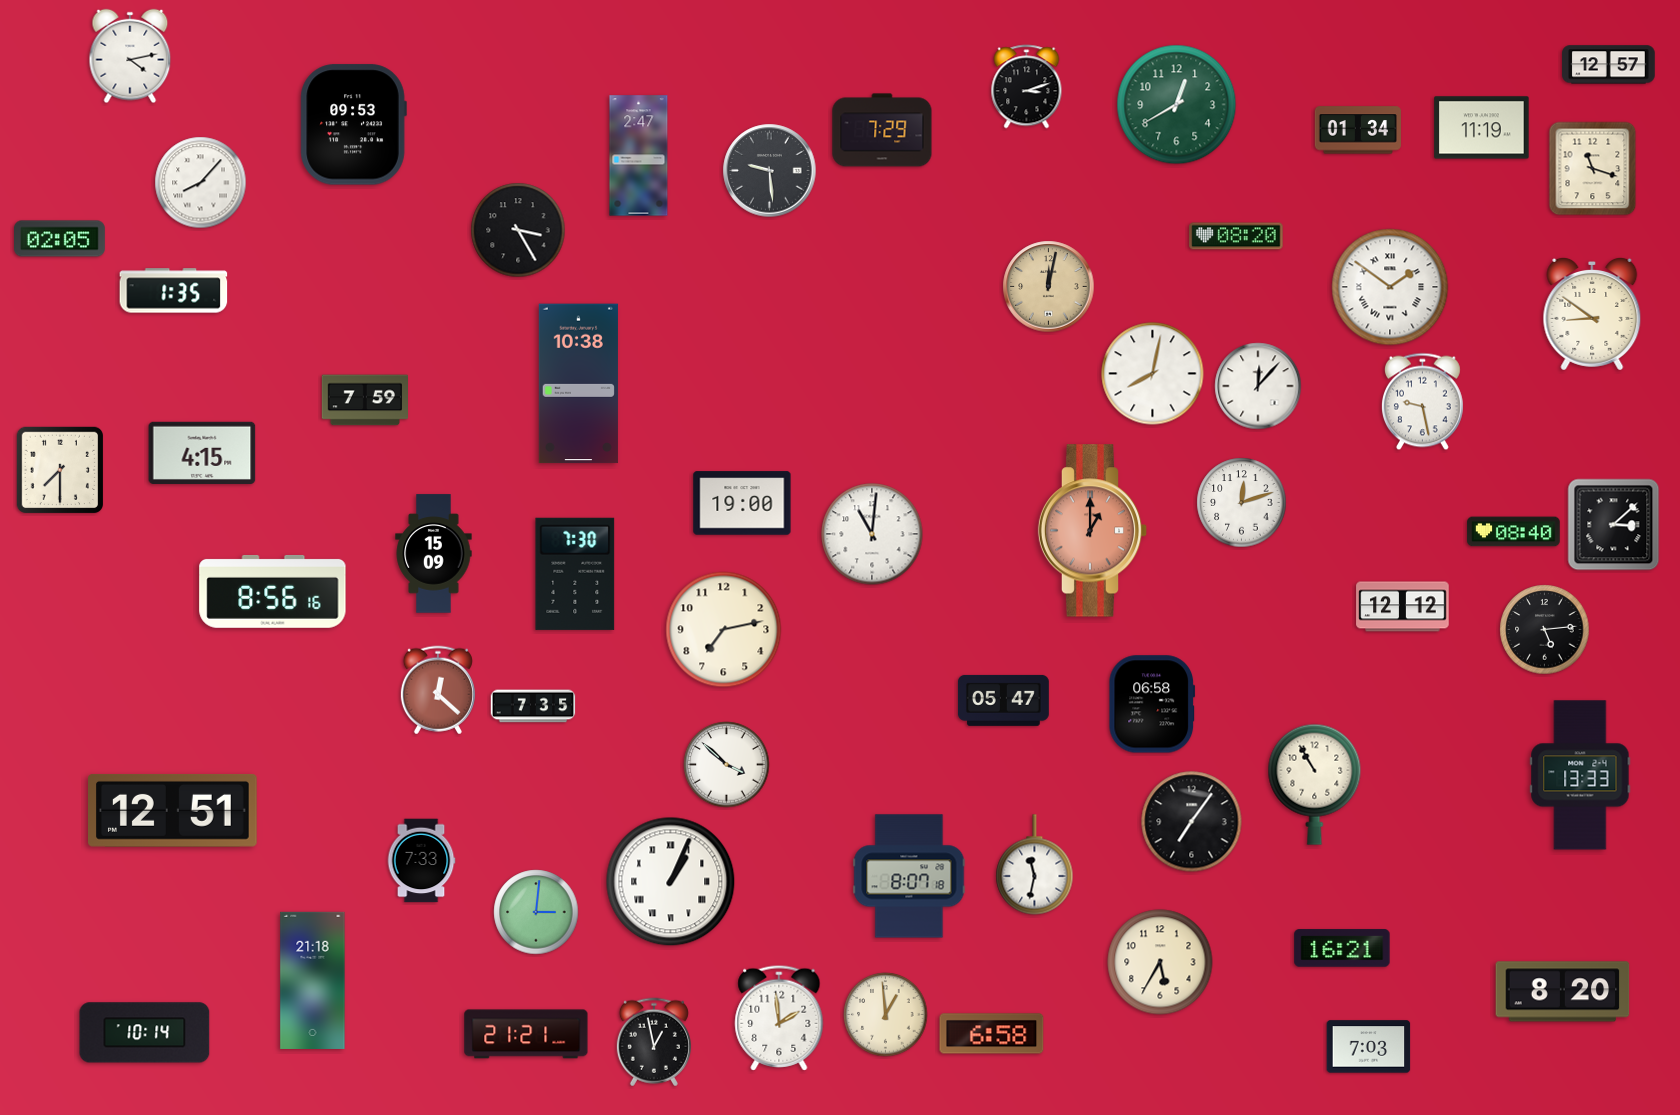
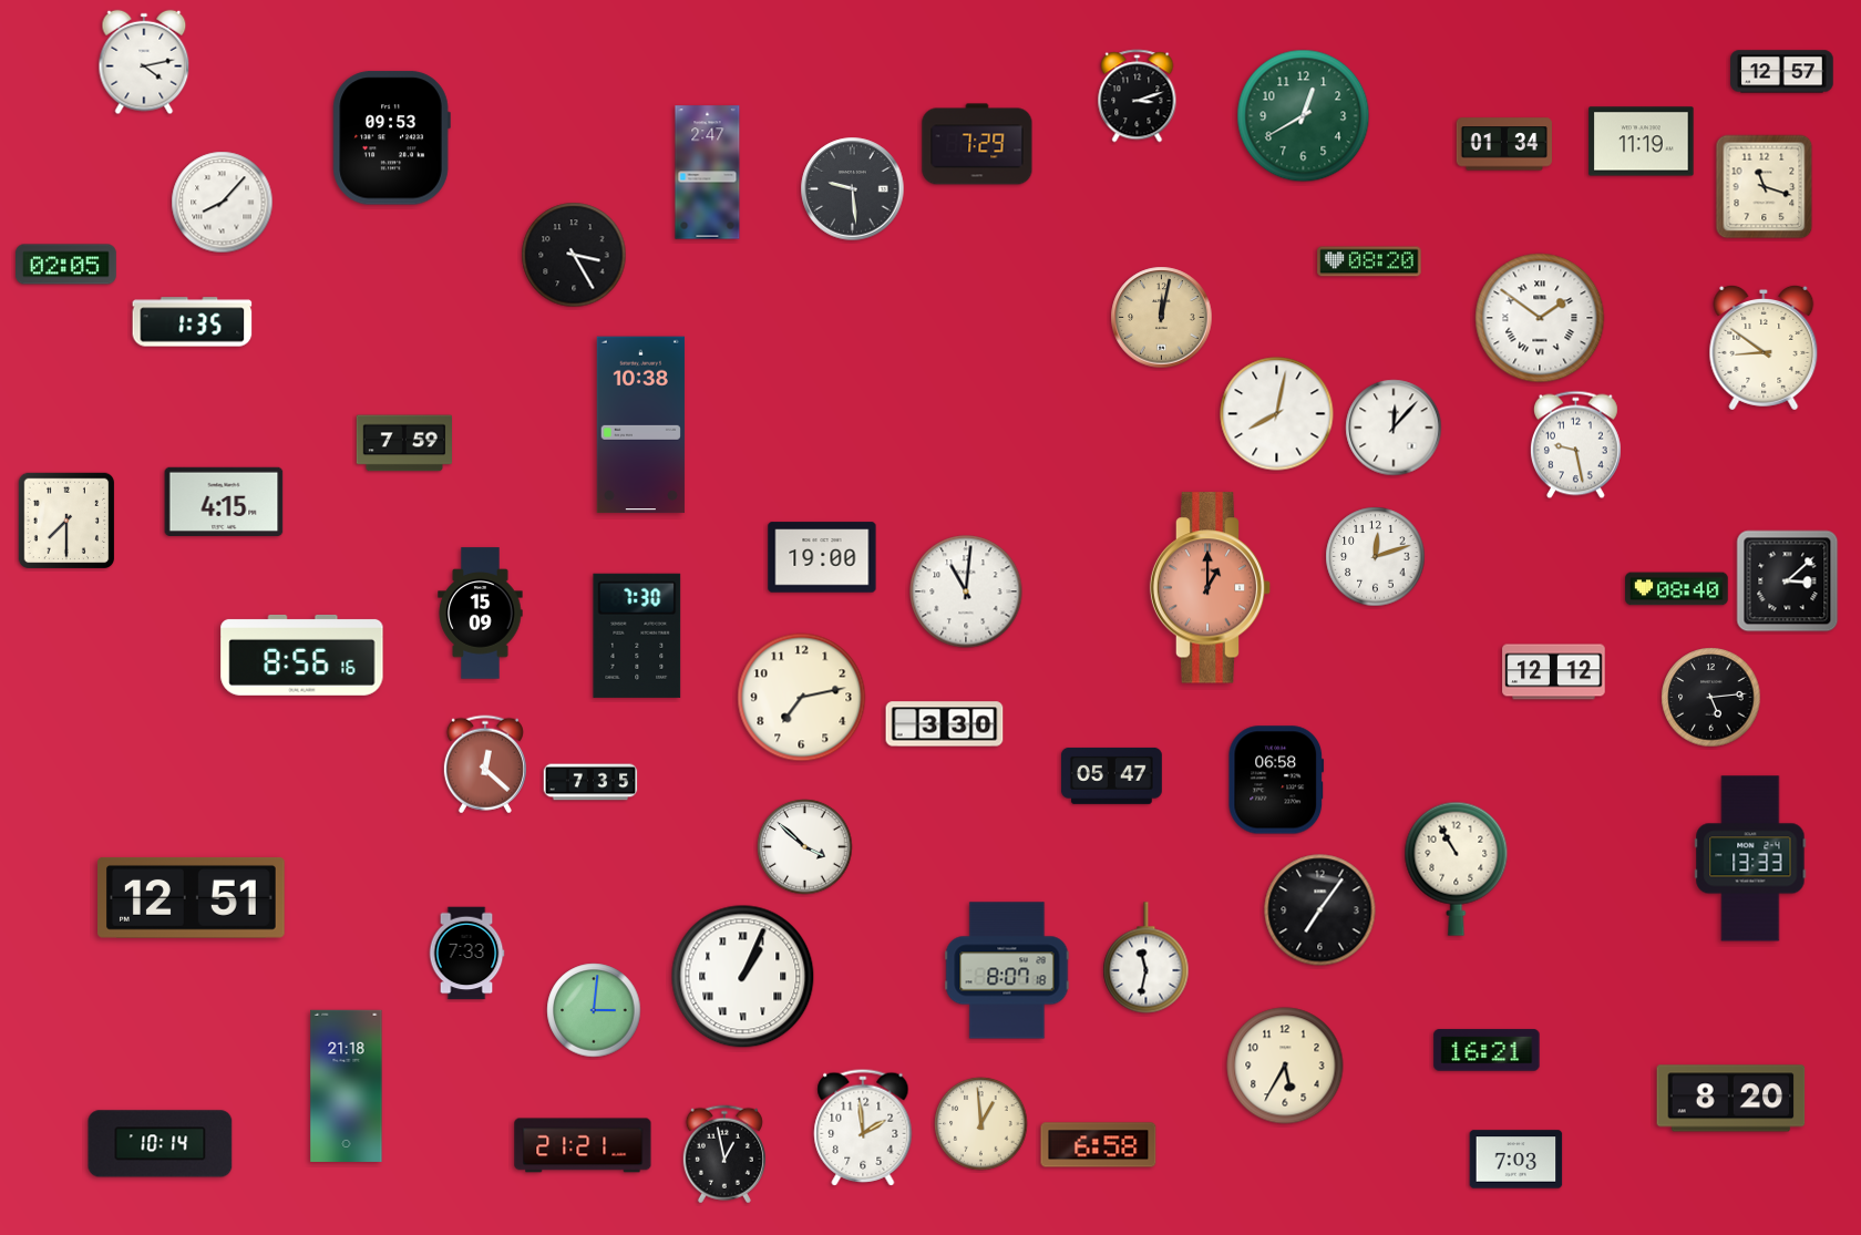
clock at (945, 724): none -> 3:30
